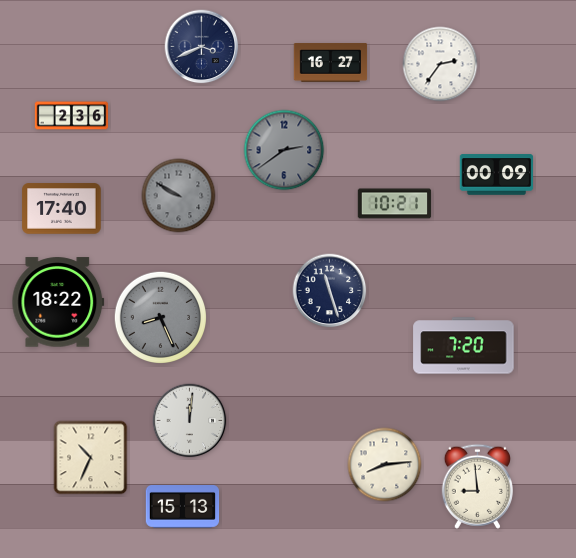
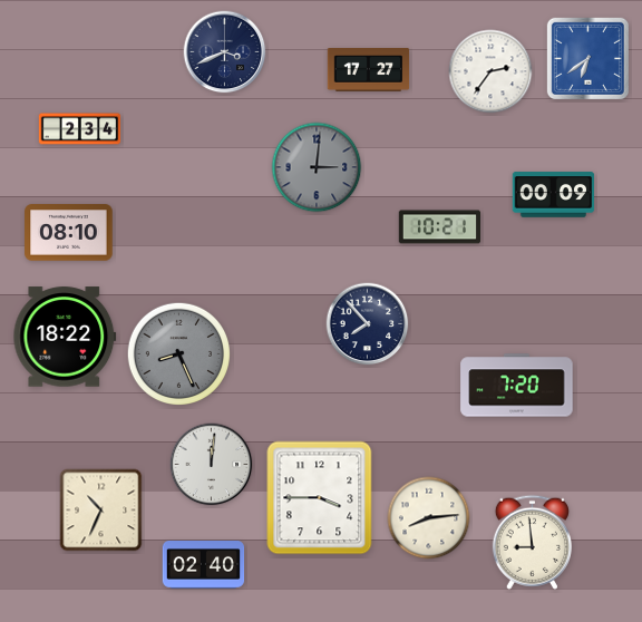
clock at (587, 58): none -> 6:39
clock at (331, 63): 16:27 -> 17:27
clock at (72, 116): 2:36 -> 2:34
clock at (284, 150): 2:39 -> 3:01
clock at (179, 196): 9:50 -> none
clock at (62, 209): 17:40 -> 08:10
clock at (330, 291): 11:27 -> 7:53
clock at (190, 421) position: (190, 421) -> (212, 465)
clock at (320, 498): none -> 3:45
clock at (183, 507): 15:13 -> 02:40
